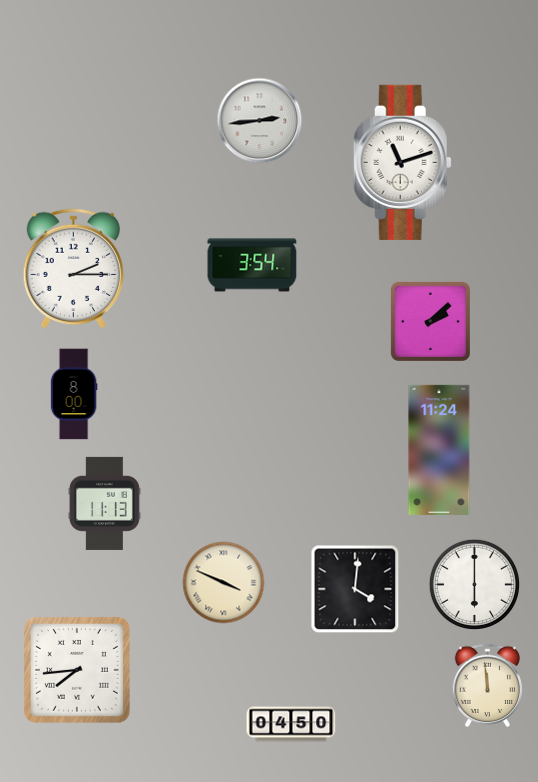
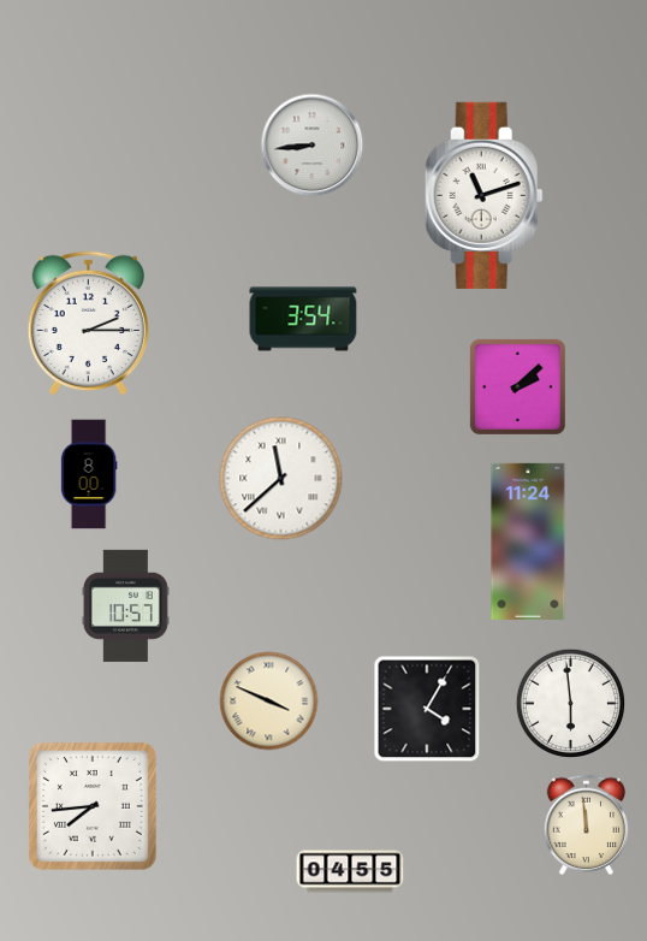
clock at (260, 121): 2:44 -> 8:44
clock at (281, 479): none -> 11:38
clock at (104, 503): 11:13 -> 10:57
clock at (474, 584): 6:00 -> 5:59
clock at (355, 589): 4:01 -> 4:05
clock at (291, 724): 04:50 -> 04:55
